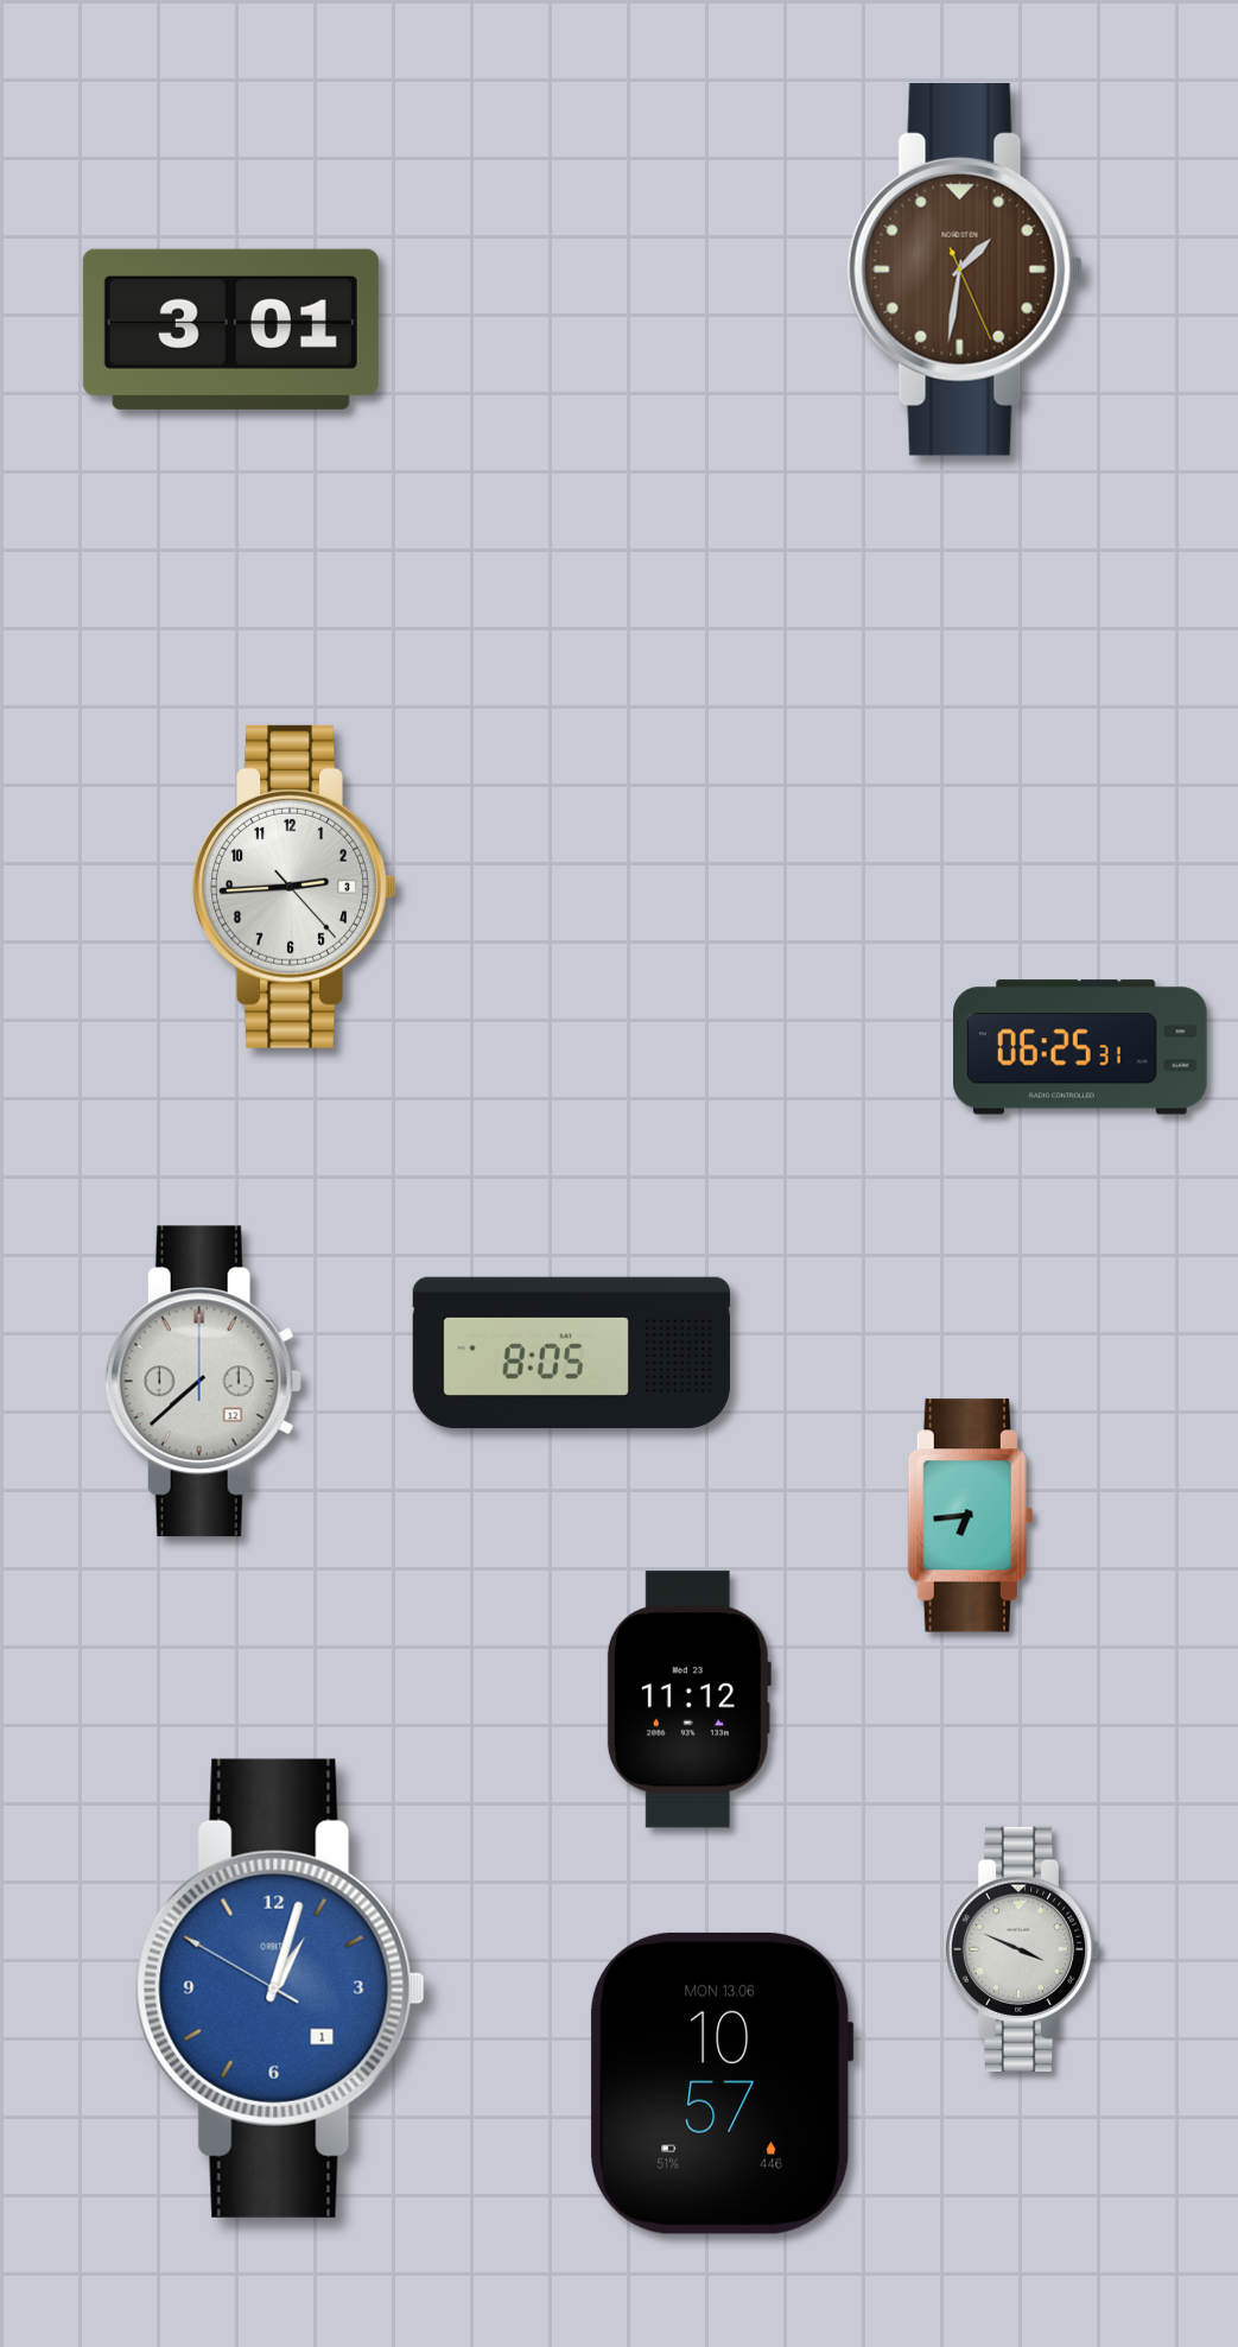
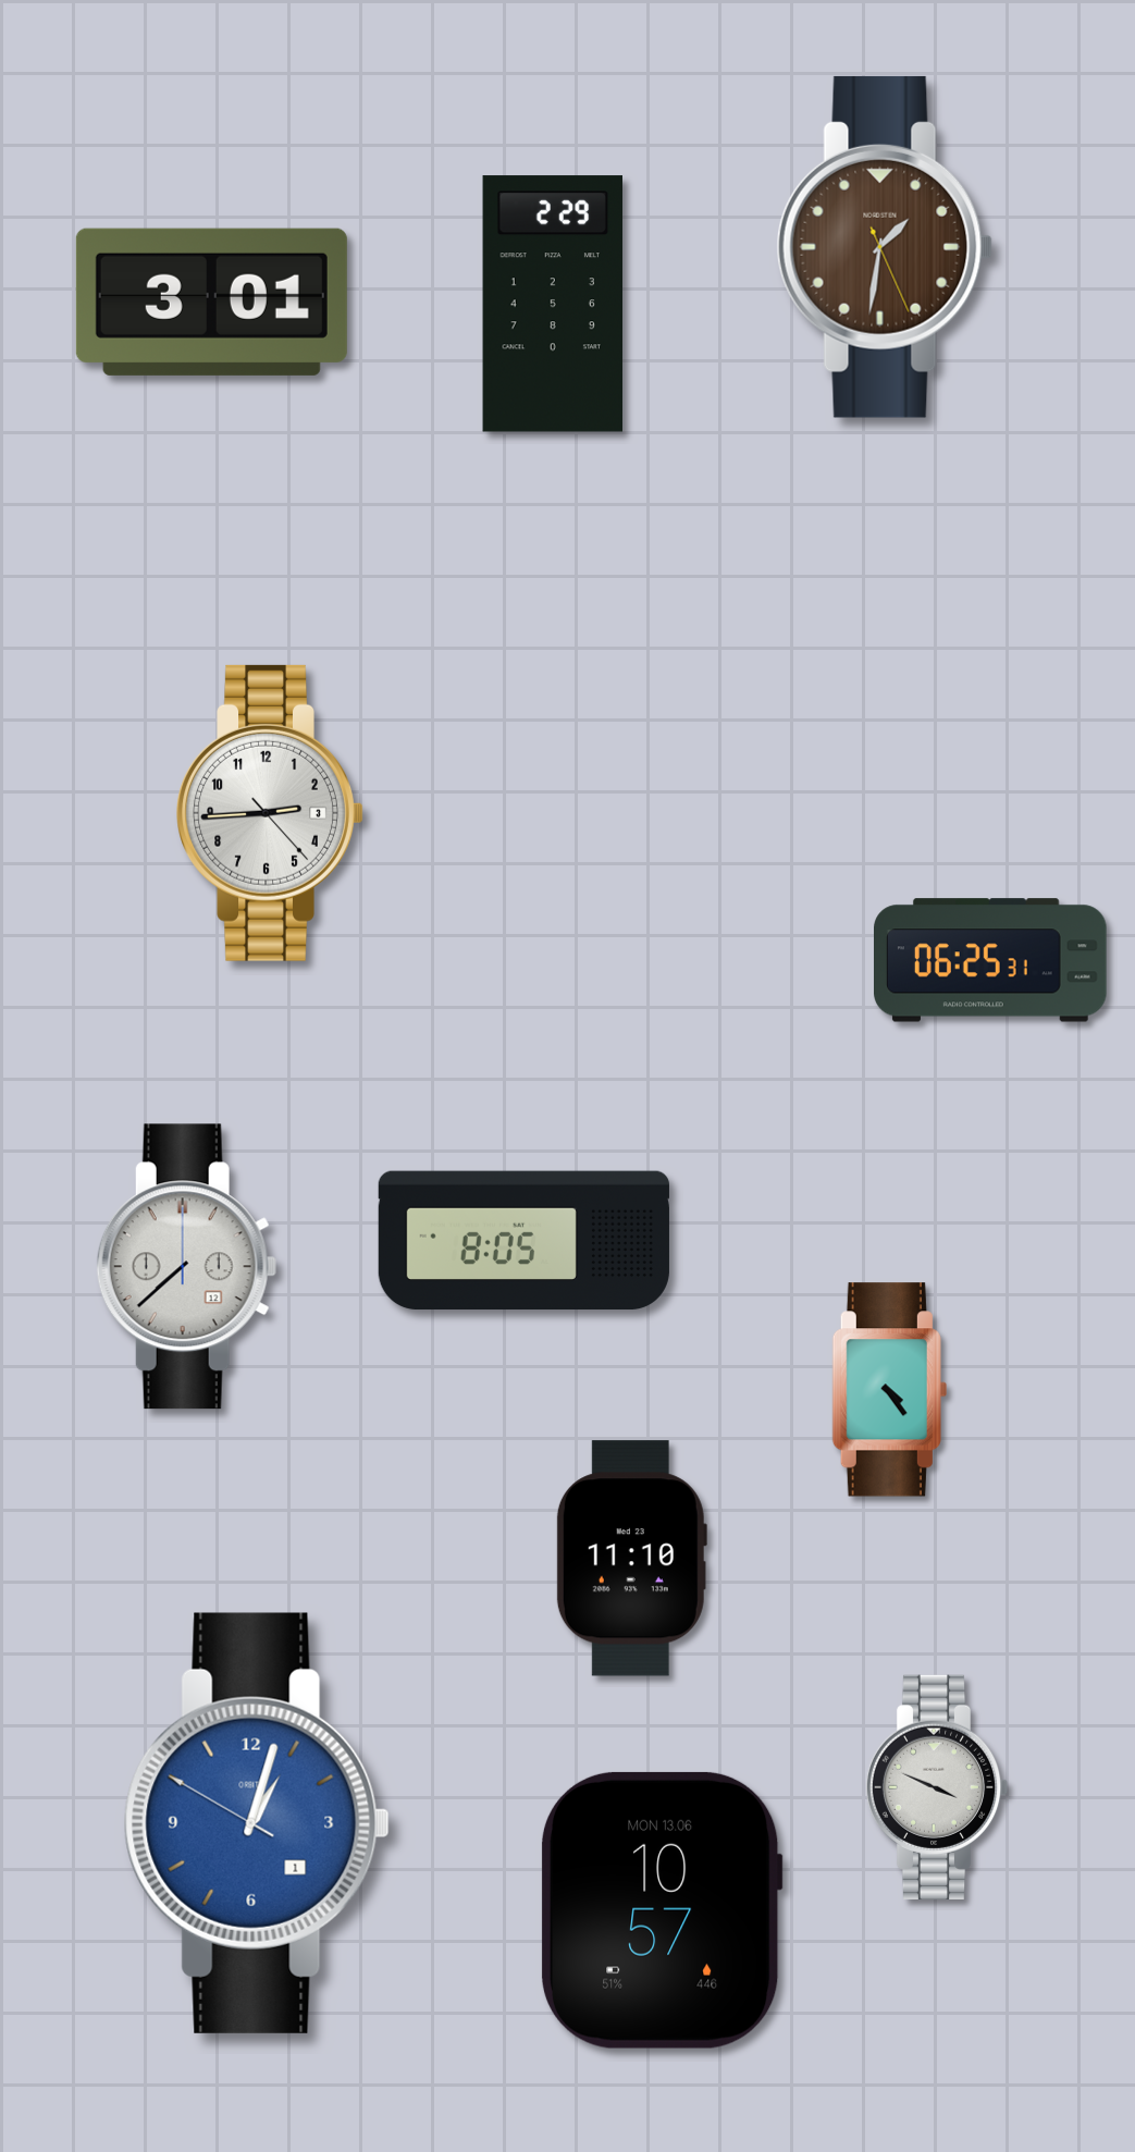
clock at (552, 304): none -> 2:29
clock at (970, 1516): 6:44 -> 4:24
clock at (688, 1700): 11:12 -> 11:10
